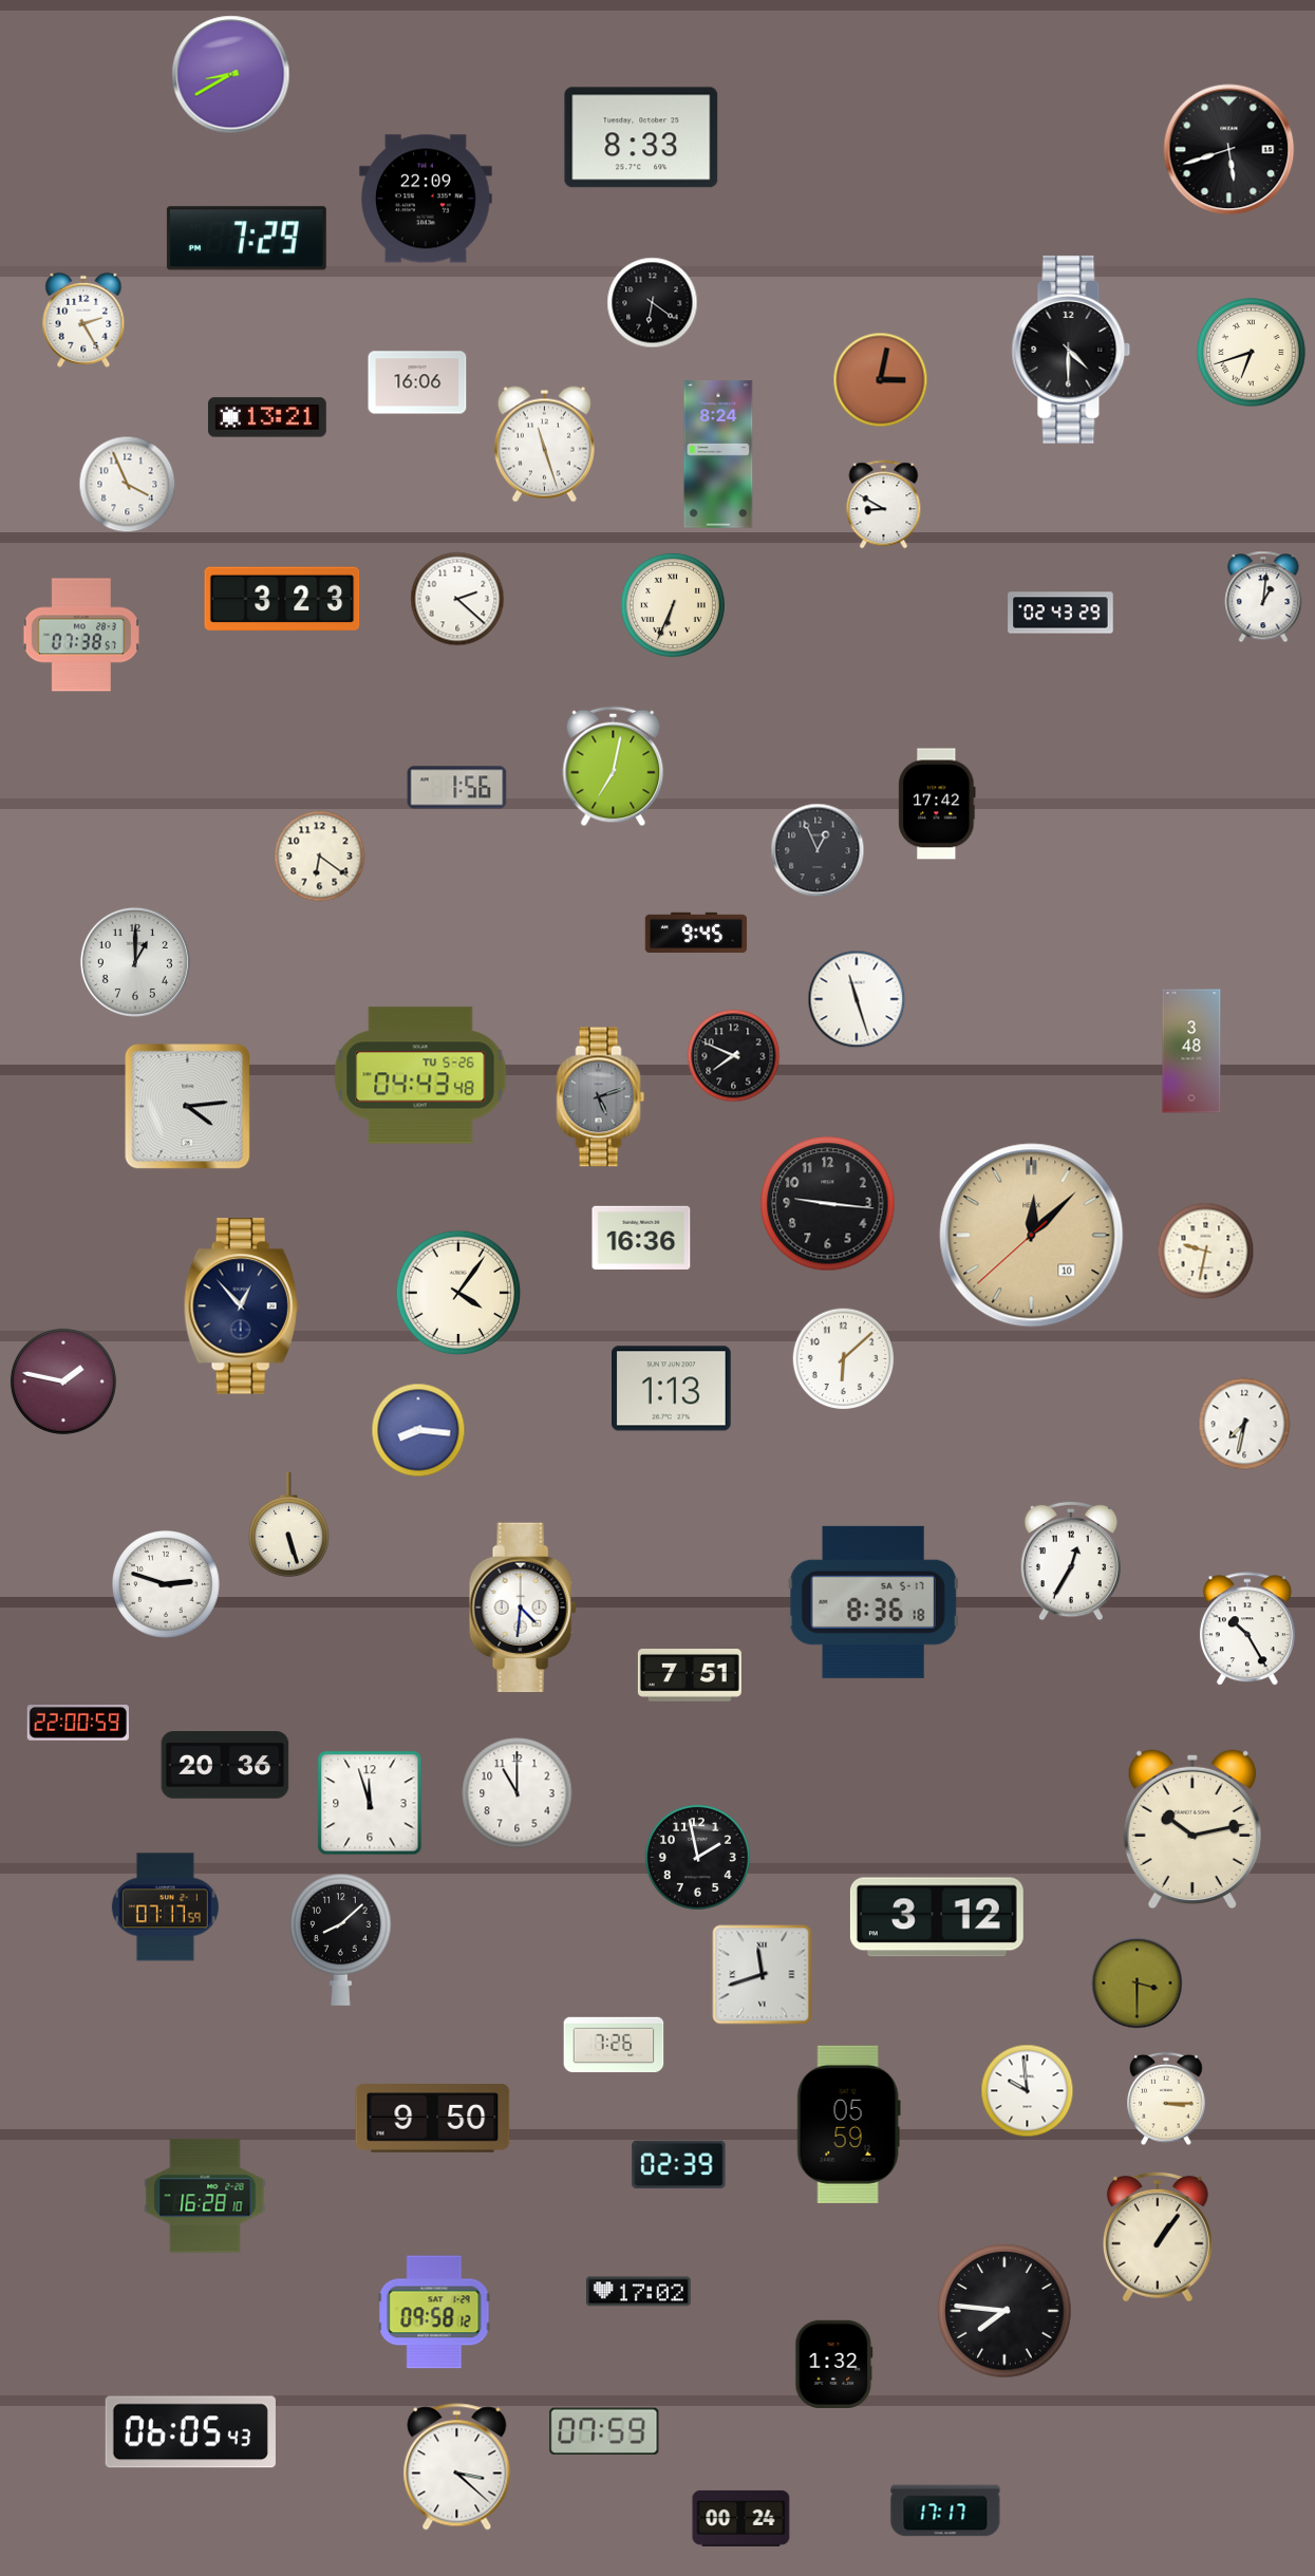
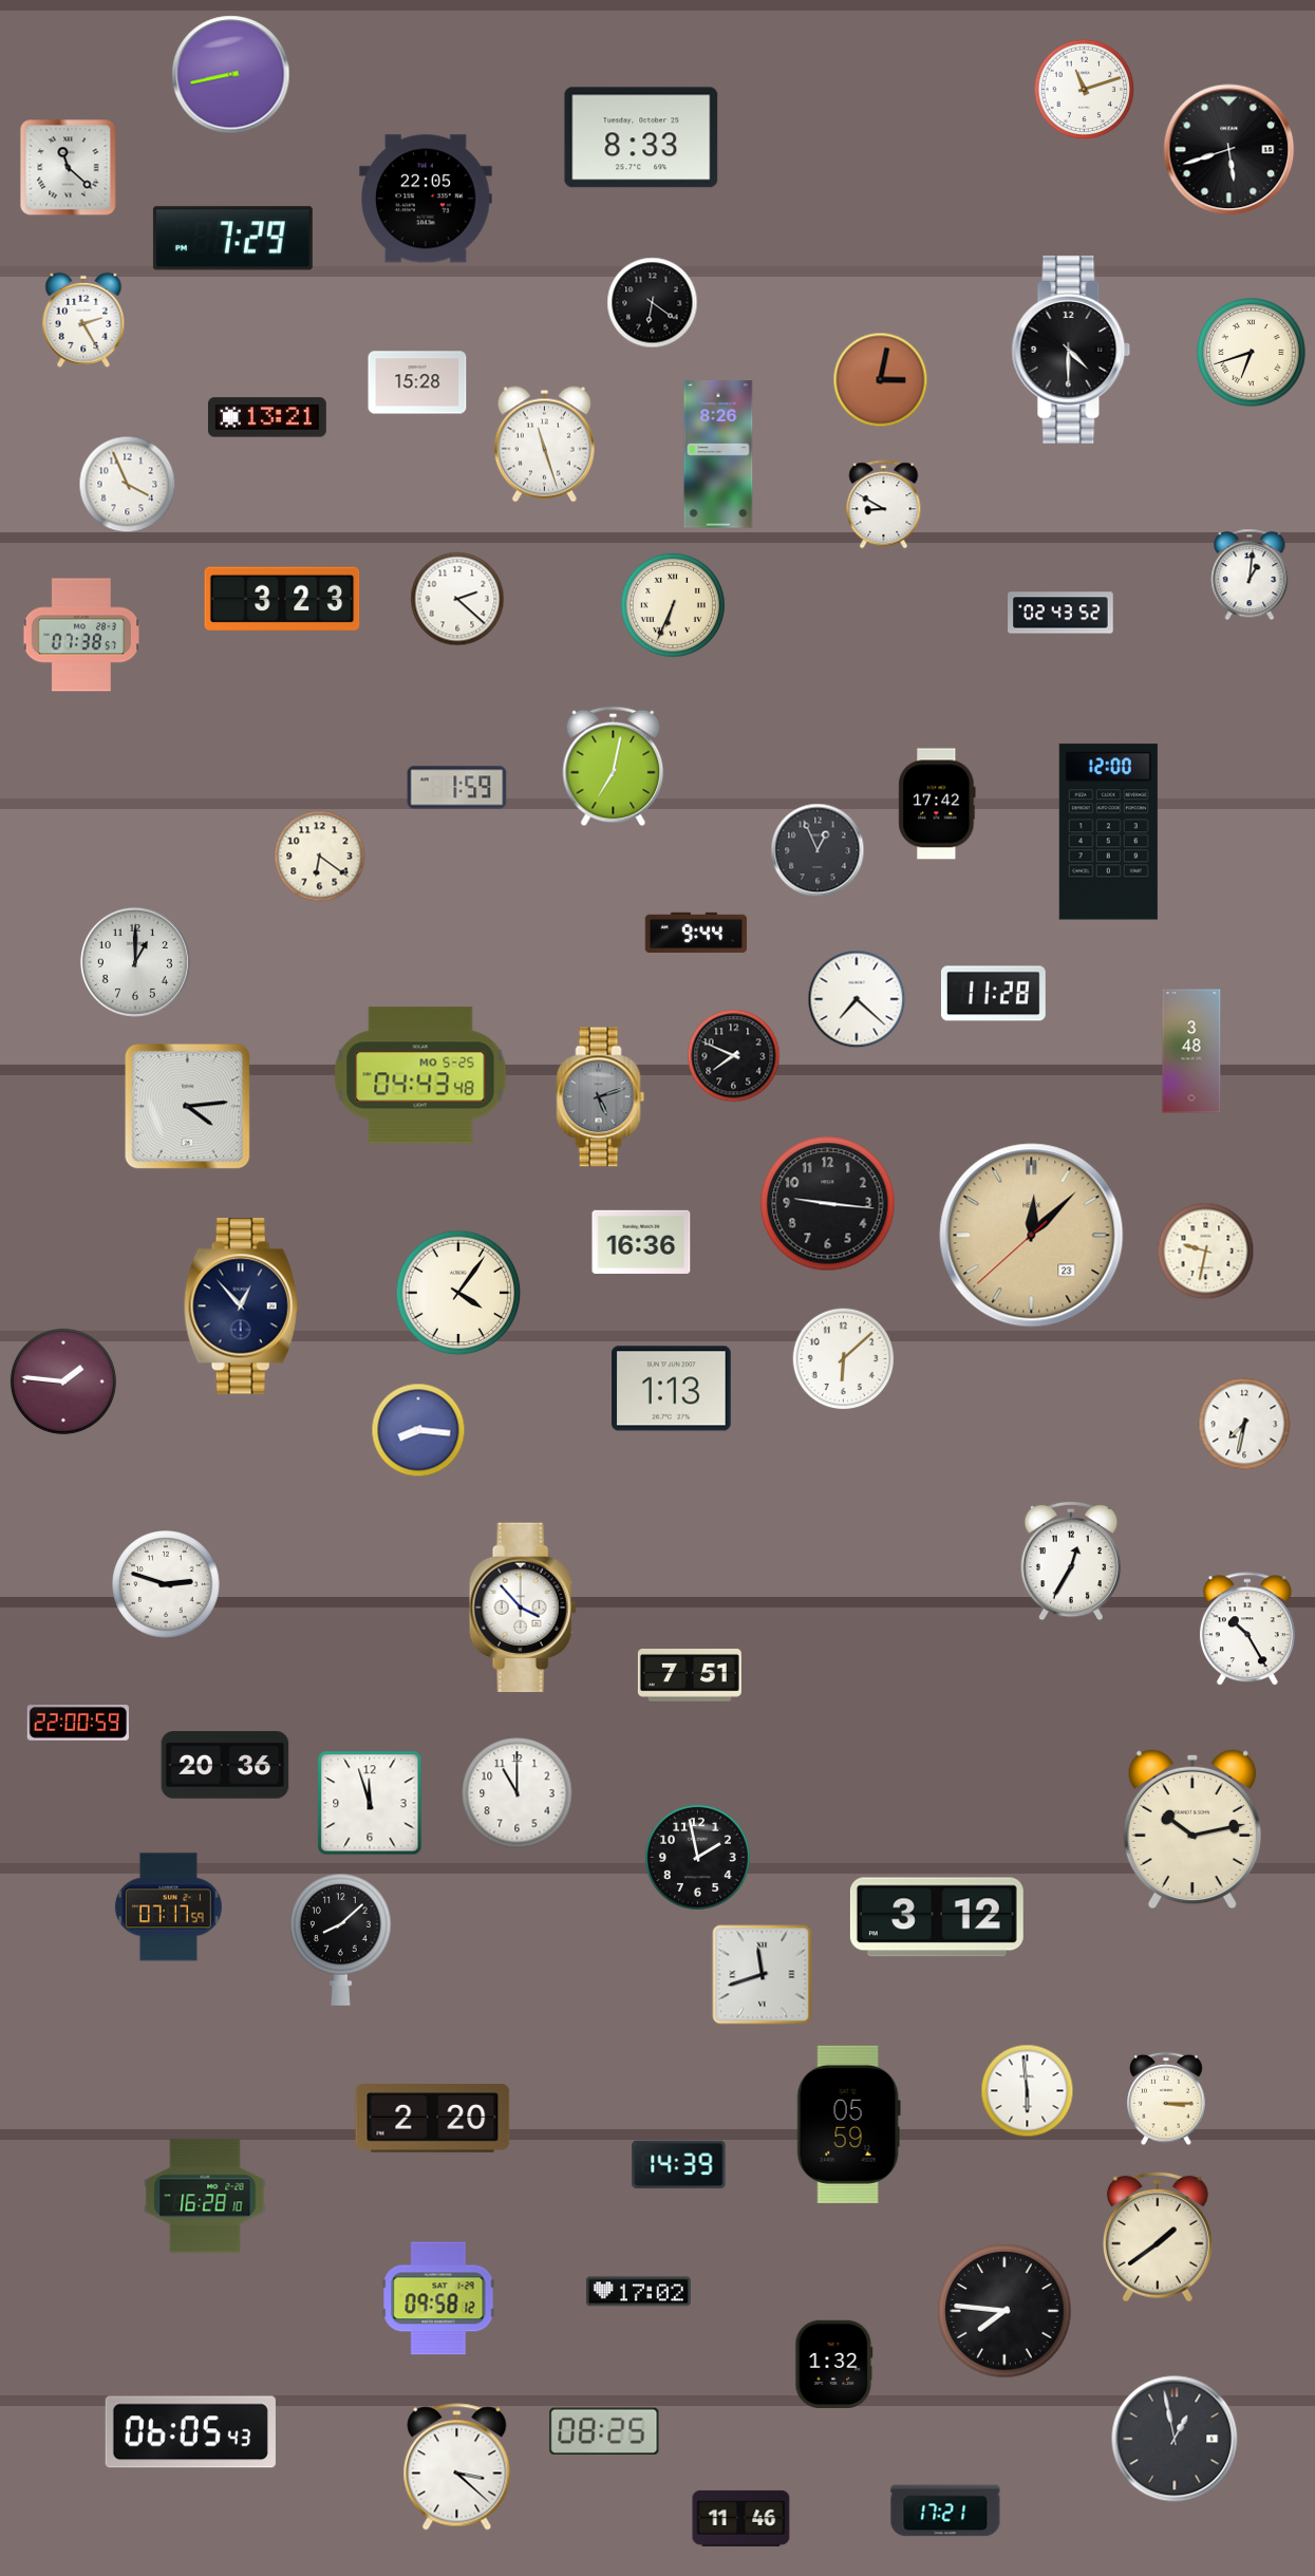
clock at (231, 75): 8:40 -> 8:43
clock at (1085, 90): none -> 11:12
clock at (69, 168): none -> 11:22
clock at (427, 199): 22:09 -> 22:05
clock at (246, 239) position: (246, 239) -> (232, 239)
clock at (417, 382): 16:06 -> 15:28
clock at (718, 454): 8:24 -> 8:26
clock at (1263, 597) position: (1263, 597) -> (1250, 575)
clock at (1060, 613): 02:43:29 -> 02:43:52
clock at (457, 788): 1:56 -> 1:59
clock at (1108, 832): none -> 12:00
clock at (695, 933): 9:45 -> 9:44
clock at (993, 994): none -> 11:28
clock at (857, 999): 11:27 -> 7:22
clock at (420, 1075) date: TU 5-26 -> MO 5-25
clock at (1032, 1236) date: 10 -> 23
clock at (641, 1238) position: (641, 1238) -> (641, 1242)
clock at (63, 1381): 1:47 -> 1:46
clock at (288, 1525): 5:27 -> none
clock at (873, 1602): 8:36 -> none
clock at (523, 1607): 4:31 -> 3:53
clock at (165, 1907) position: (165, 1907) -> (168, 1907)
clock at (1138, 1983): 3:30 -> none
clock at (614, 2045): 7:26 -> none
clock at (1028, 2091): 9:59 -> 5:59
clock at (433, 2119): 9:50 -> 2:20
clock at (679, 2165): 02:39 -> 14:39
clock at (1158, 2237): 1:06 -> 1:39
clock at (434, 2312) position: (434, 2312) -> (438, 2298)
clock at (604, 2430): 07:59 -> 08:25
clock at (1175, 2439): none -> 12:58
clock at (945, 2511): 17:17 -> 17:21
clock at (741, 2518): 00:24 -> 11:46
